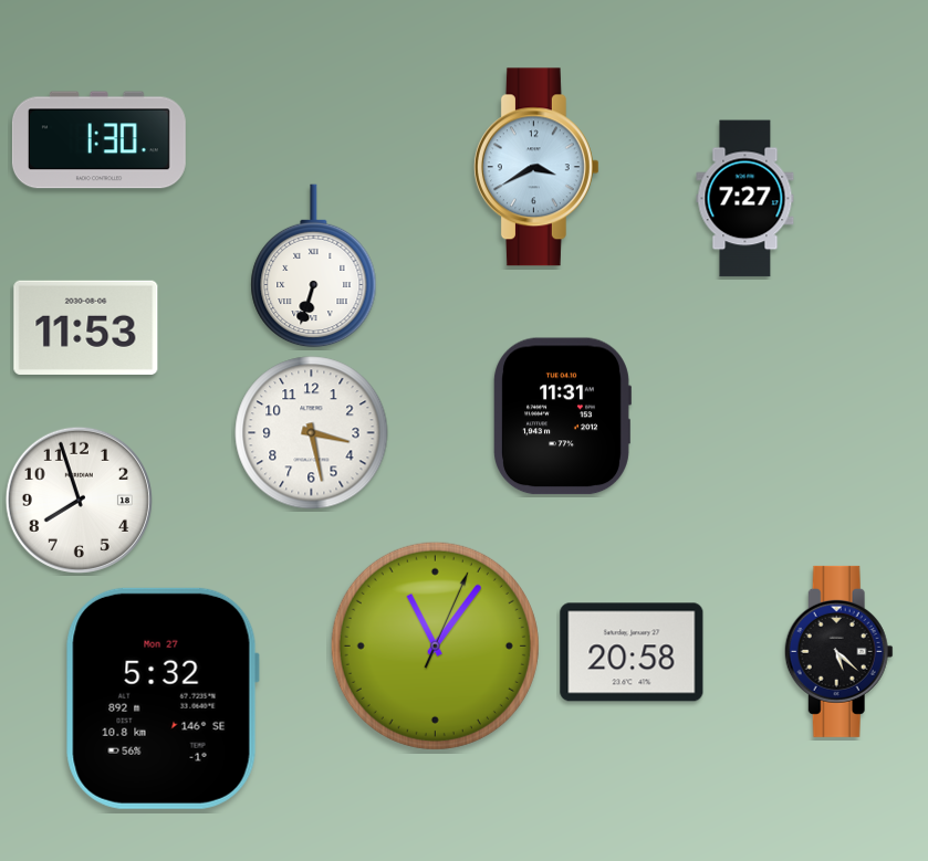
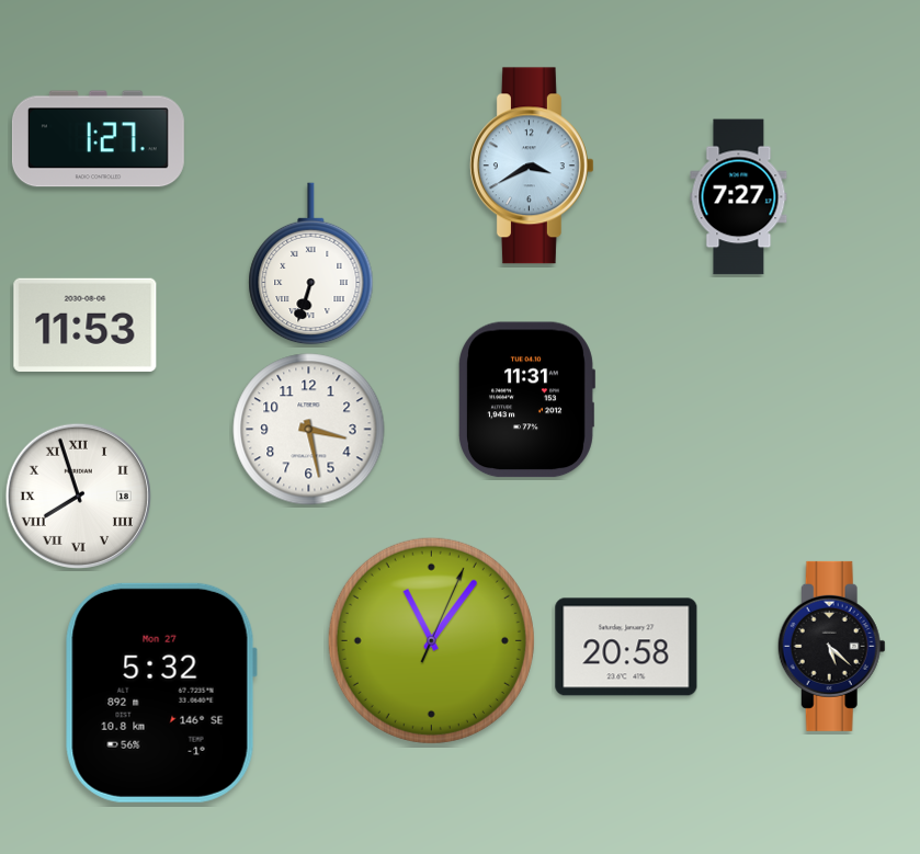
clock at (98, 140): 1:30 -> 1:27
clock at (563, 417) position: (563, 417) -> (527, 400)
clock at (79, 500) numerals: Arabic -> Roman
